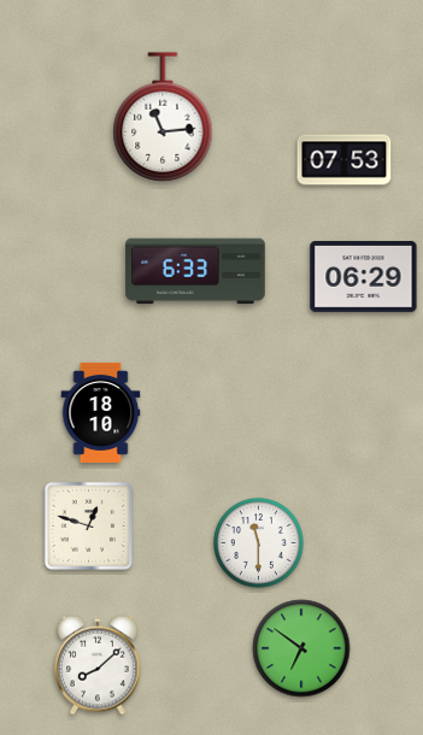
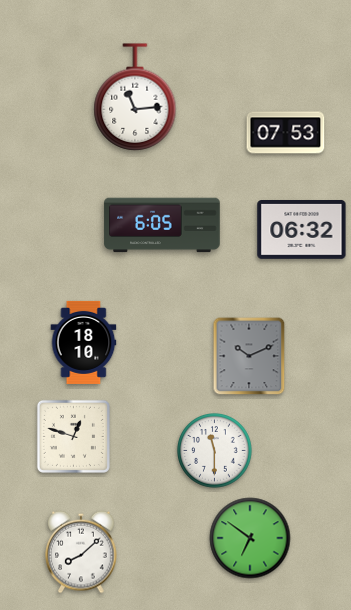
clock at (195, 271): 6:33 -> 6:05
clock at (364, 277): 06:29 -> 06:32
clock at (249, 356): none -> 10:11
